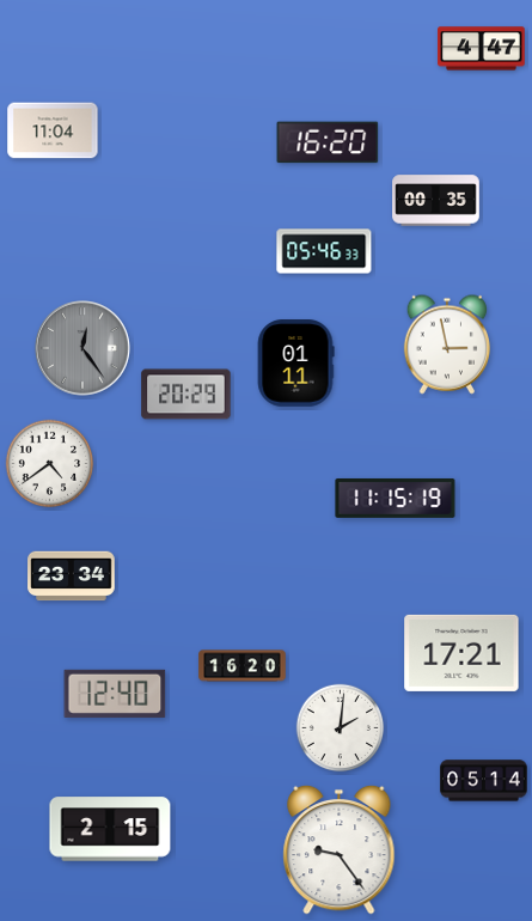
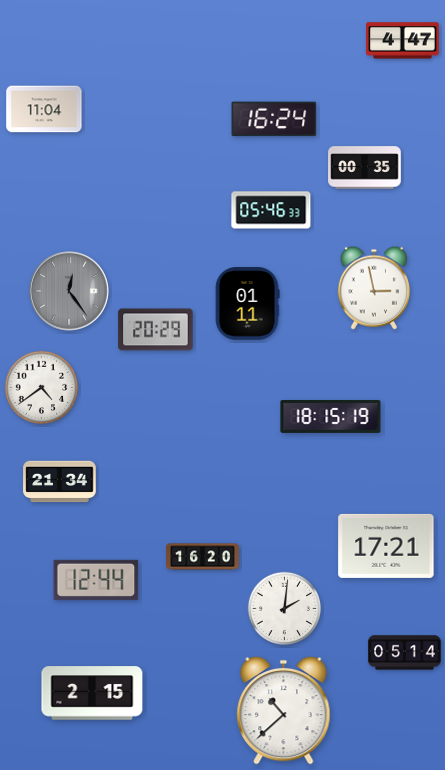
clock at (328, 142): 16:20 -> 16:24
clock at (396, 498): 11:15 -> 18:15
clock at (72, 577): 23:34 -> 21:34
clock at (115, 694): 12:40 -> 12:44
clock at (340, 849): 9:24 -> 10:38
